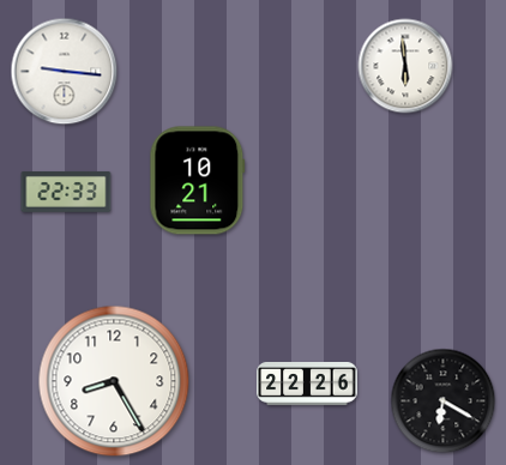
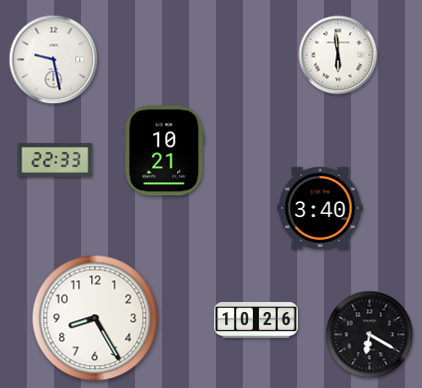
clock at (65, 72): 9:16 -> 9:28
clock at (320, 208): none -> 3:40
clock at (307, 385): 22:26 -> 10:26
